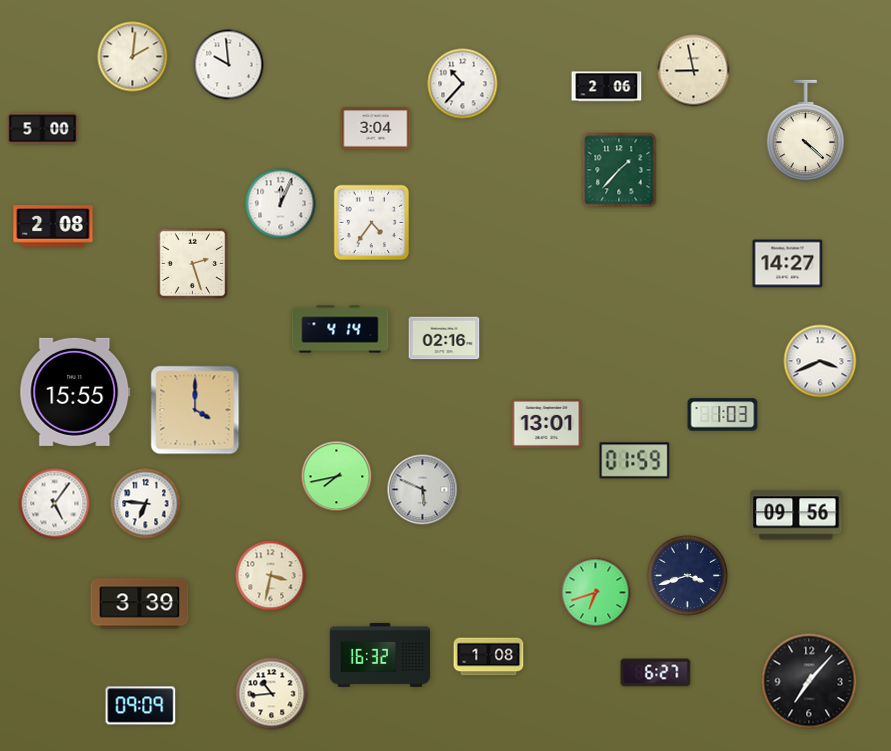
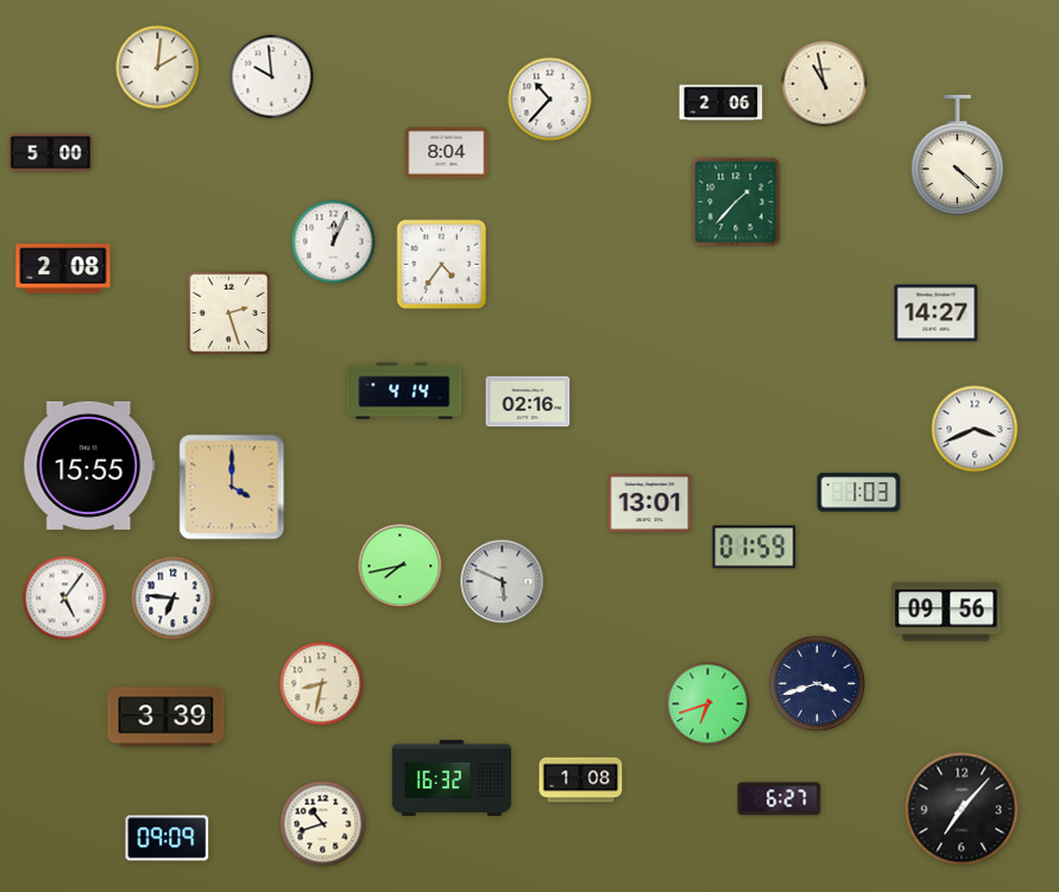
clock at (694, 71): 8:58 -> 10:58
clock at (376, 129): 3:04 -> 8:04
clock at (271, 576): 3:32 -> 8:32
clock at (272, 694): 10:44 -> 10:42
